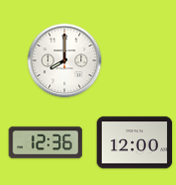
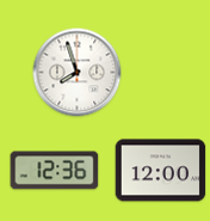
clock at (65, 61): 8:00 -> 7:57
